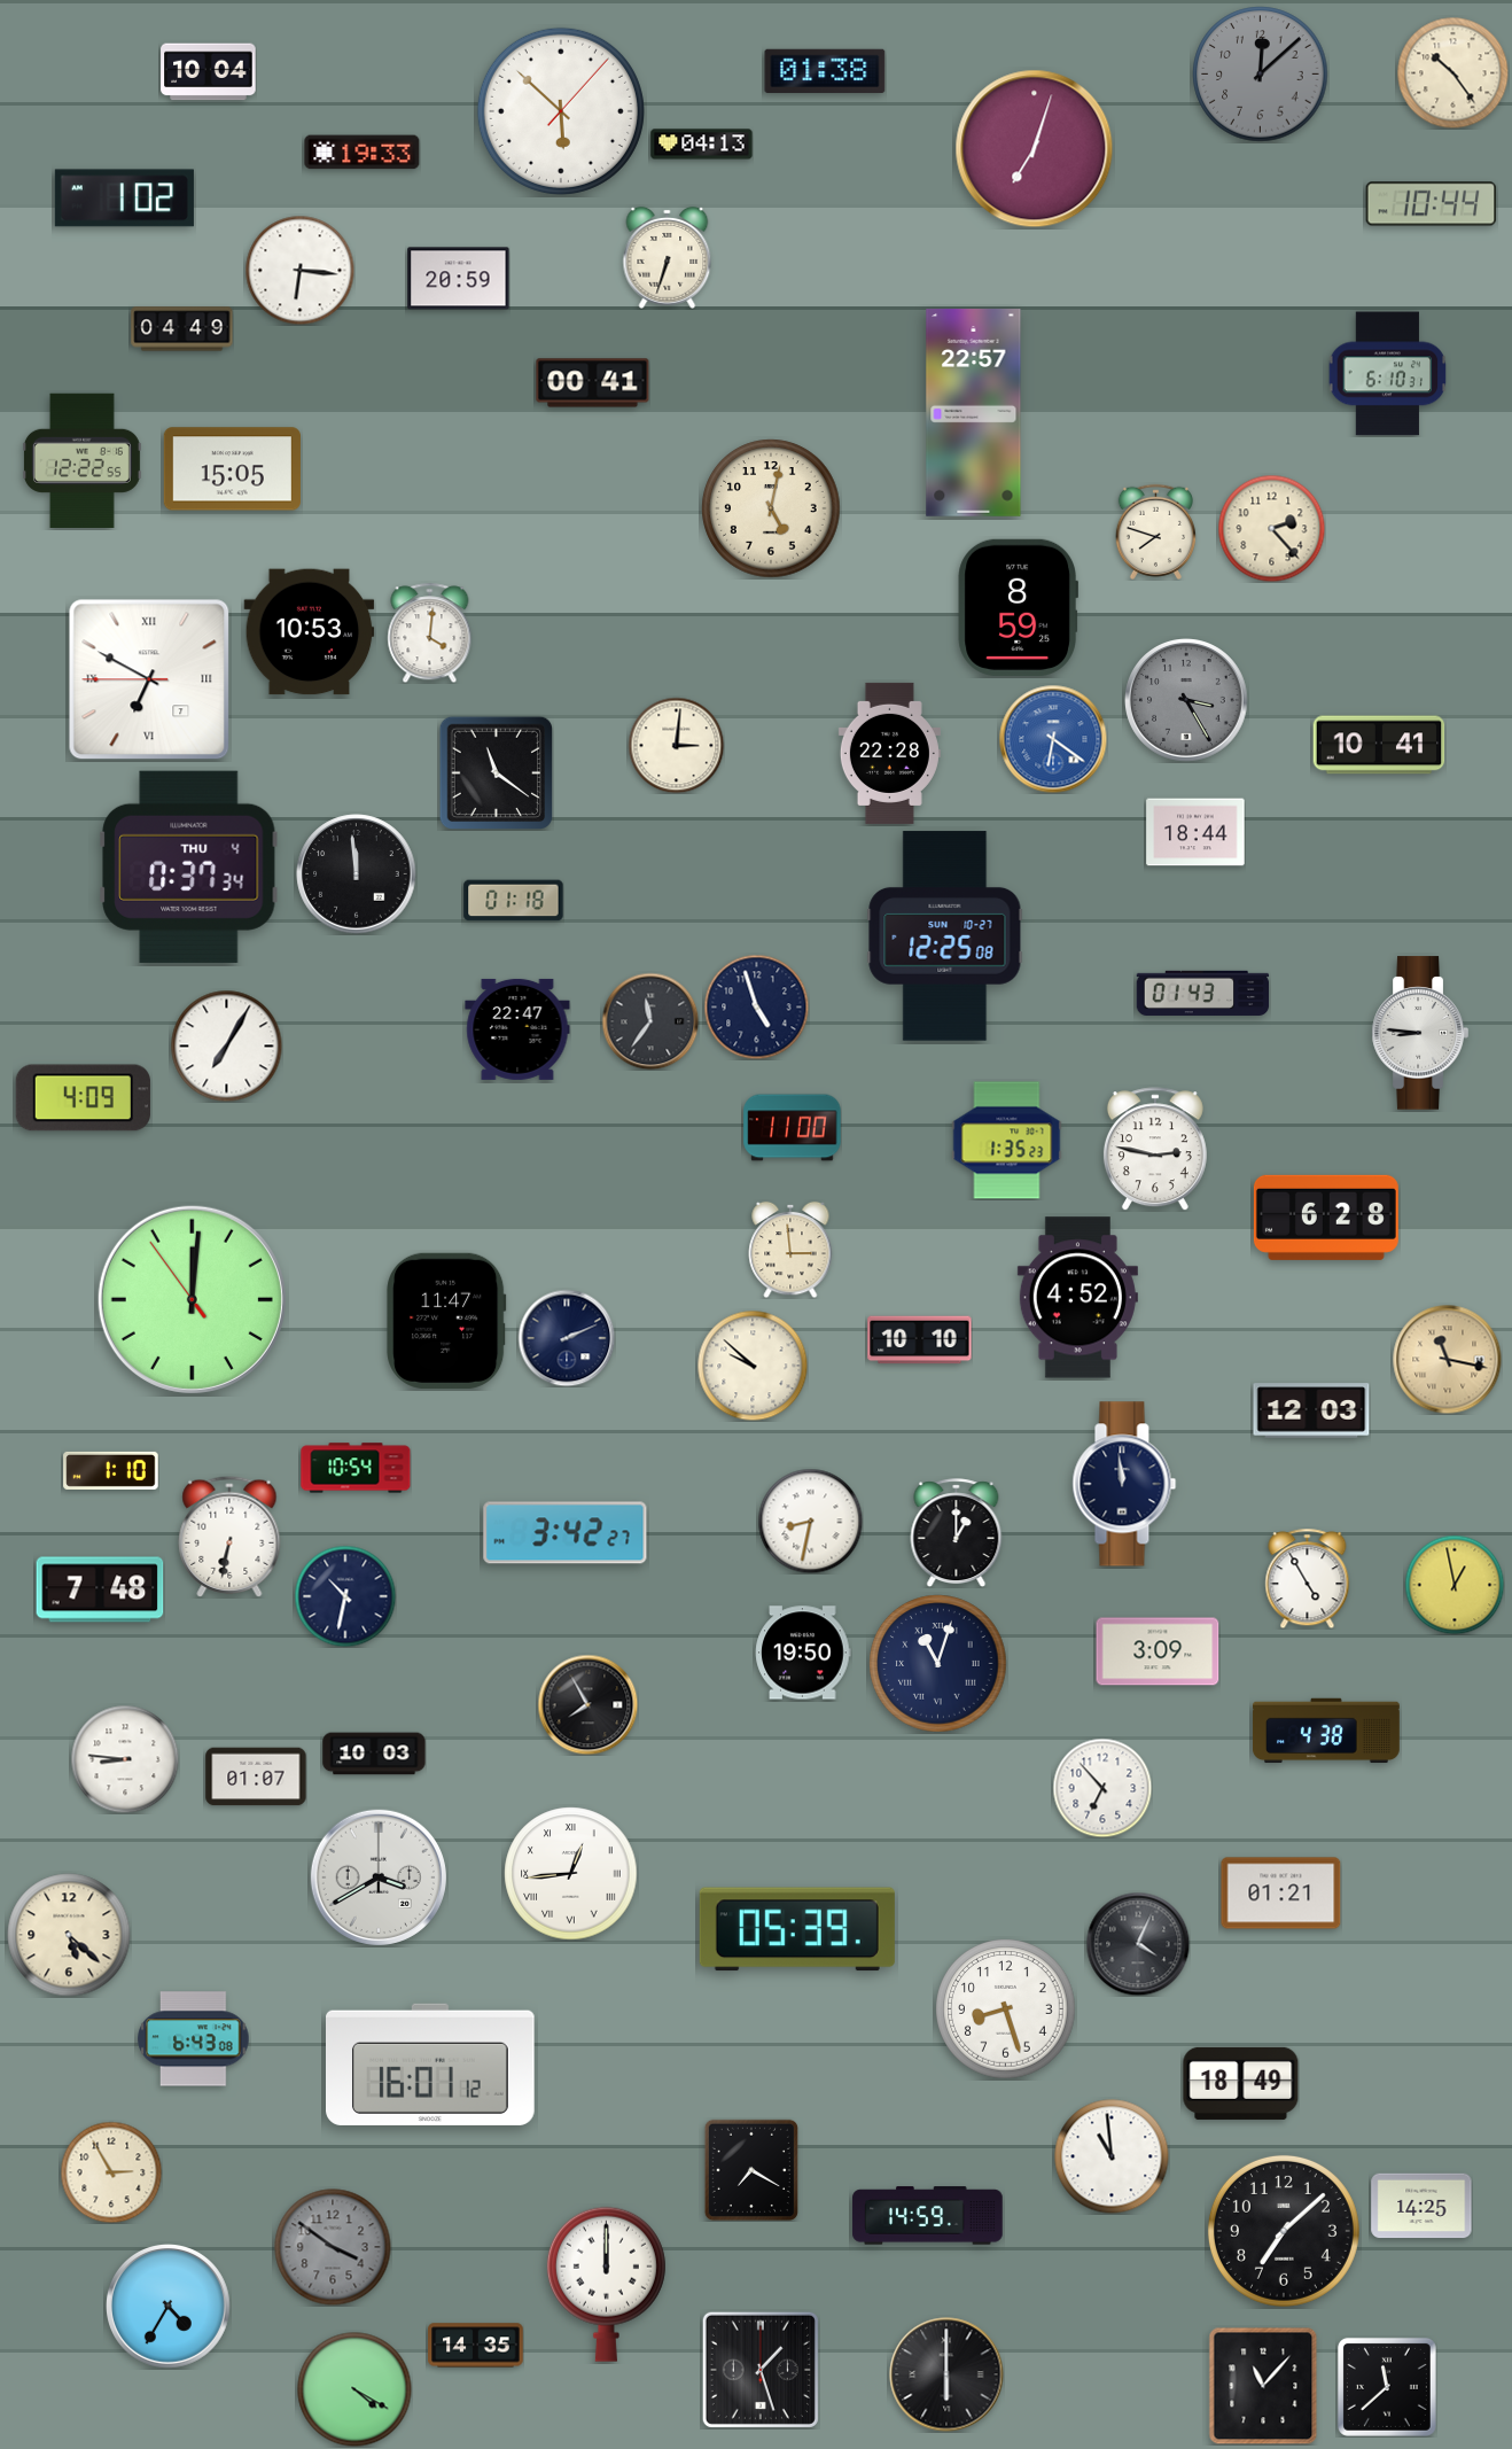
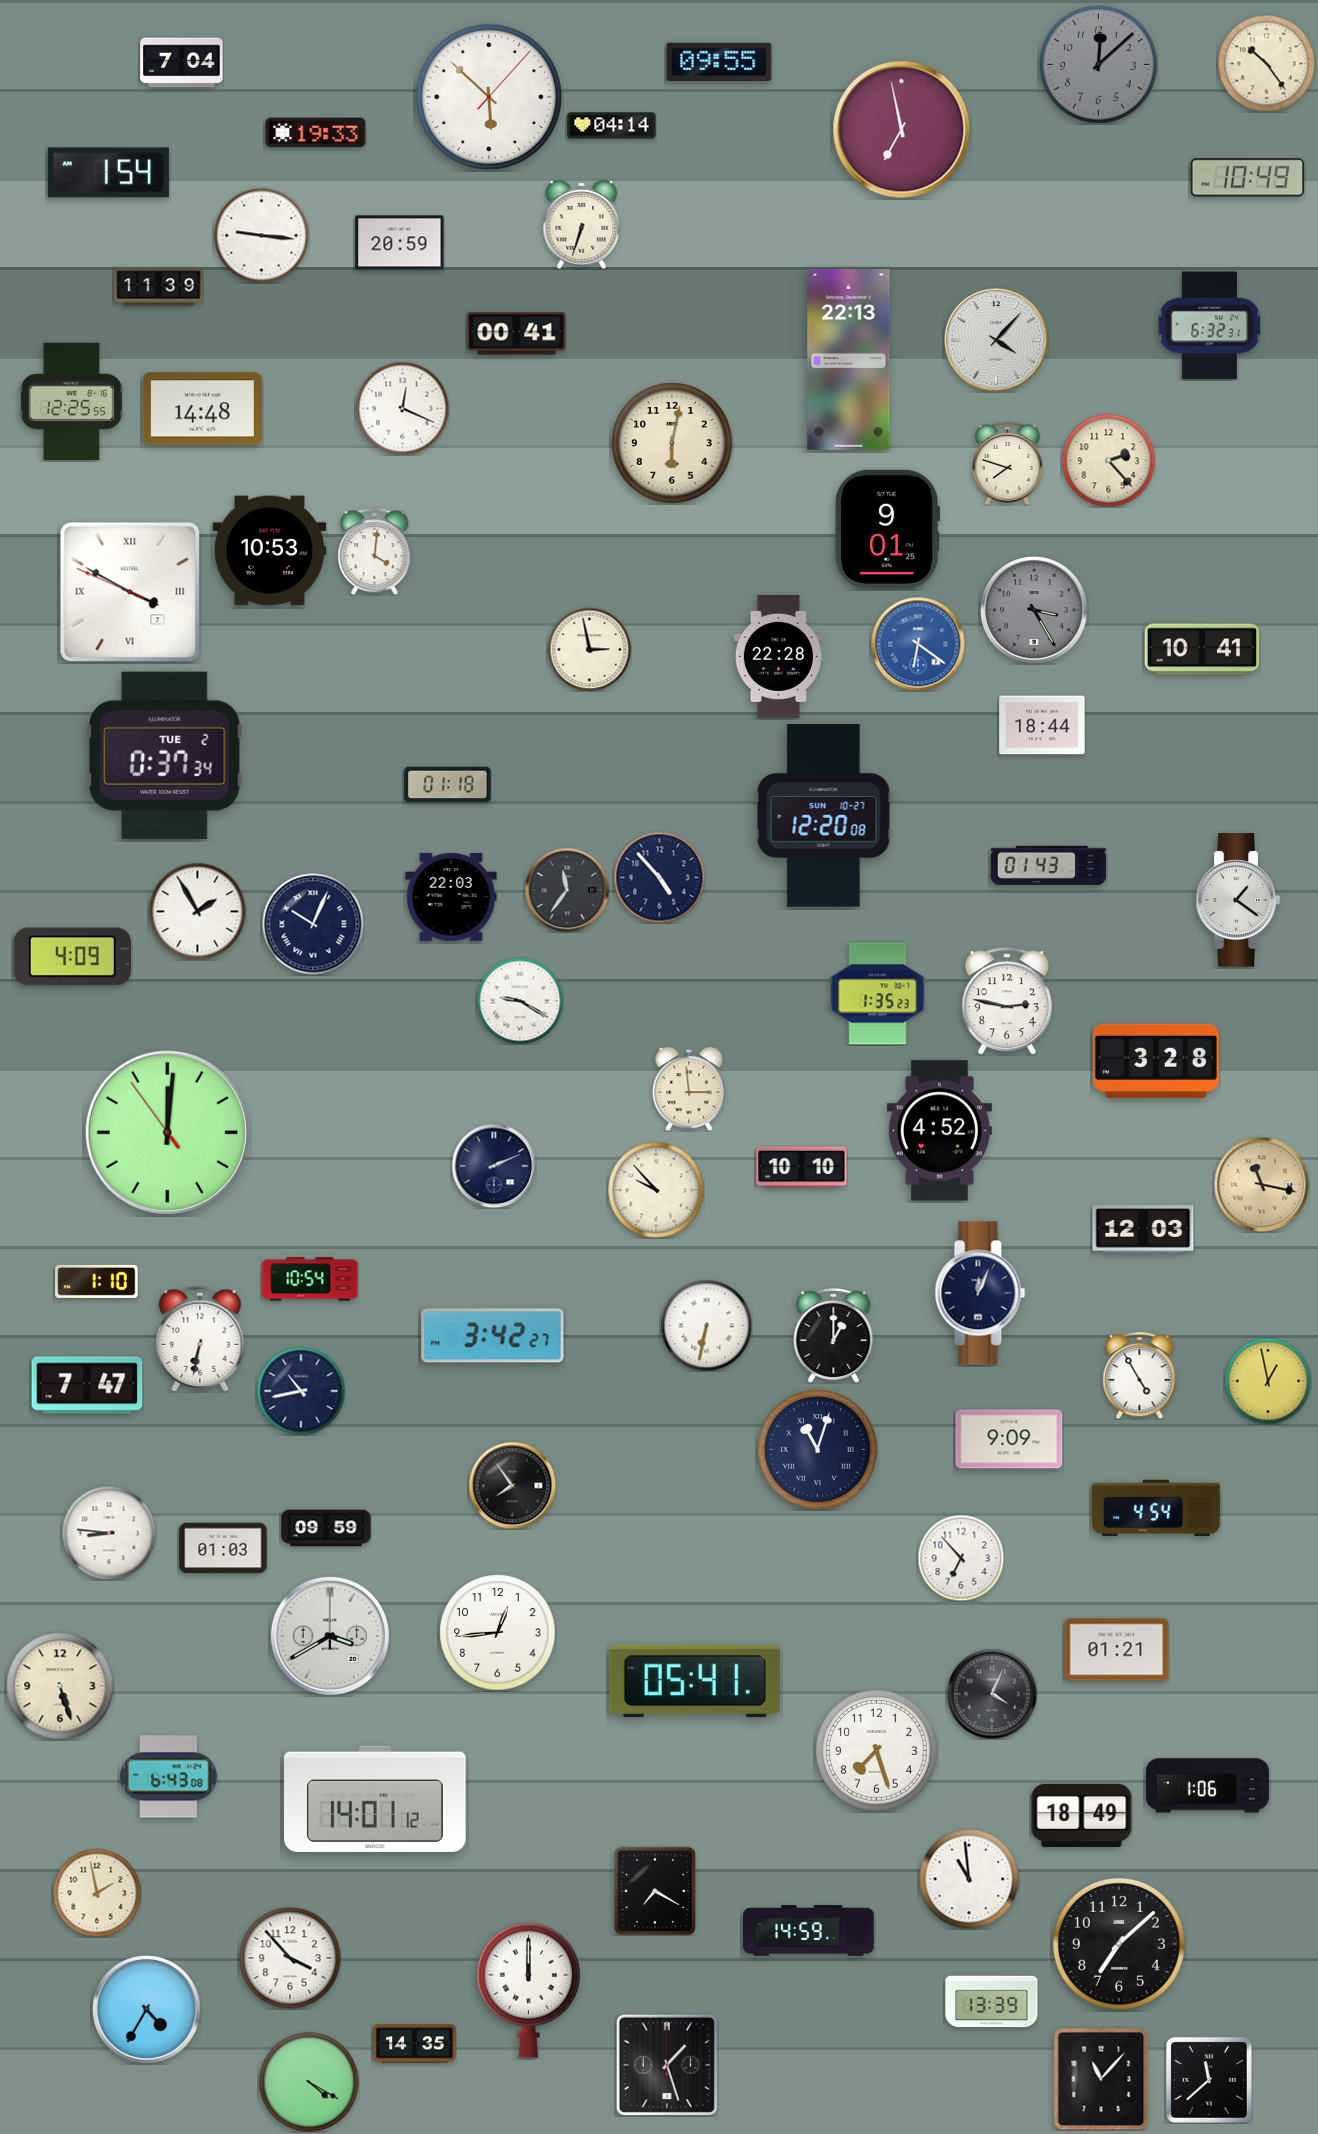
clock at (825, 71): 01:38 -> 09:55
clock at (209, 72): 10:04 -> 7:04
clock at (702, 145): 04:13 -> 04:14
clock at (1035, 149): 7:03 -> 6:58
clock at (124, 199): 1:02 -> 1:54
clock at (1432, 204): 10:44 -> 10:49
clock at (299, 270): 6:16 -> 9:16
clock at (182, 329): 04:49 -> 11:39
clock at (1388, 374): 6:10 -> 6:32
clock at (996, 340): none -> 4:07
clock at (974, 413): 22:57 -> 22:13
clock at (81, 460): 12:22 -> 12:25
clock at (402, 408): none -> 12:19
clock at (232, 469): 15:05 -> 14:48
clock at (771, 508): 5:02 -> 6:02
clock at (1018, 607): 8:59 -> 9:01
clock at (149, 679): 6:49 -> 3:49
clock at (676, 745): 3:01 -> 2:58
clock at (889, 753) position: (889, 753) -> (778, 656)
clock at (496, 772): 11:21 -> none
clock at (189, 866) date: THU 4 -> TUE 2
clock at (357, 874): 11:59 -> none
clock at (945, 936): 12:25 -> 12:20
clock at (756, 1006): 4:57 -> 4:53
clock at (517, 1029): 22:47 -> 22:03
clock at (1420, 1033): 8:46 -> 1:21
clock at (226, 1045): 7:05 -> 1:55
clock at (313, 924): none -> 10:04
clock at (793, 1128): 11:00 -> none
clock at (520, 1001): none -> 9:20
clock at (1326, 1218): 6:28 -> 3:28
clock at (446, 1321): 11:47 -> none
clock at (753, 1366): 9:52 -> 9:53
clock at (1124, 1484): 11:59 -> 12:04
clock at (810, 1521): 8:32 -> 6:32
clock at (100, 1589): 7:48 -> 7:47
clock at (345, 1596): 10:32 -> 10:43
clock at (1158, 1651): 3:09 -> 9:09
clock at (803, 1653): 19:50 -> none
clock at (587, 1704): 7:55 -> 7:54
clock at (1326, 1731): 4:38 -> 4:54
clock at (374, 1754): 10:03 -> 09:59
clock at (256, 1777): 01:07 -> 01:03
clock at (571, 1874) numerals: Roman -> Arabic
clock at (797, 1929): 05:39 -> 05:41
clock at (69, 1935): 5:22 -> 5:27
clock at (1006, 2009): 8:27 -> 7:27
clock at (1207, 1786): none -> 1:06
clock at (431, 2065): 16:01 -> 14:01
clock at (111, 2172): 2:55 -> 1:58
clock at (1421, 2206): 14:25 -> none
clock at (333, 2247): 3:51 -> 3:53
clock at (333, 2247) dial: grey -> white
clock at (992, 2002): none -> 13:39
clock at (761, 2370) position: (761, 2370) -> (667, 2065)
clock at (946, 2374): 6:00 -> none
